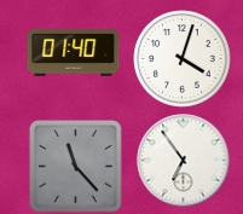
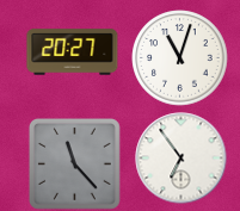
clock at (74, 53): 01:40 -> 20:27
clock at (183, 59): 4:03 -> 11:03
